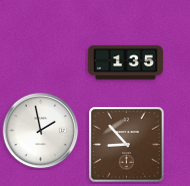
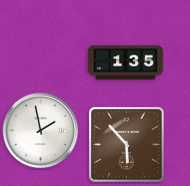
clock at (127, 145): 8:53 -> 5:53
